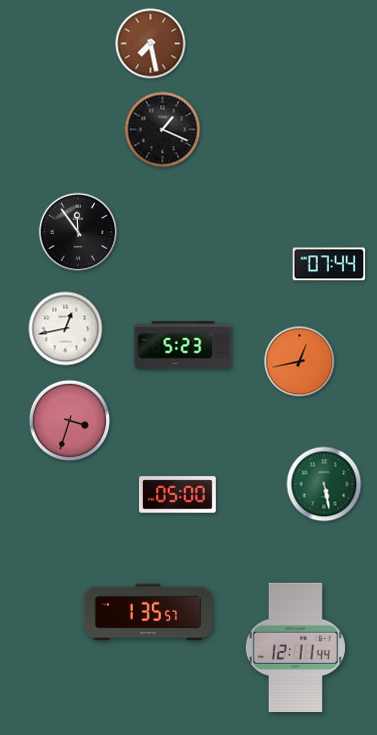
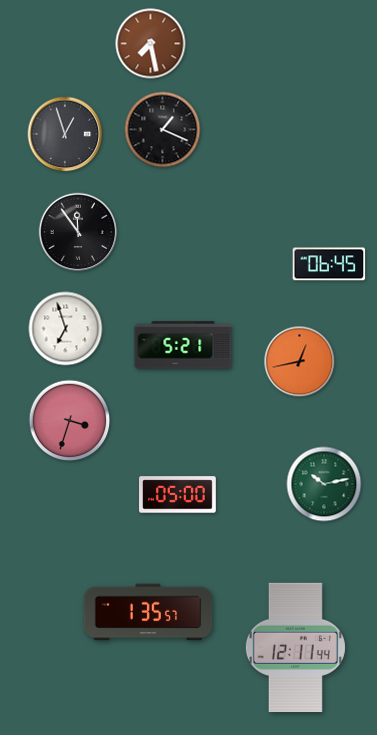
clock at (65, 134): none -> 12:57
clock at (329, 264): 07:44 -> 06:45
clock at (66, 329): 12:43 -> 6:57
clock at (183, 345): 5:23 -> 5:21
clock at (324, 484): 5:28 -> 10:13
